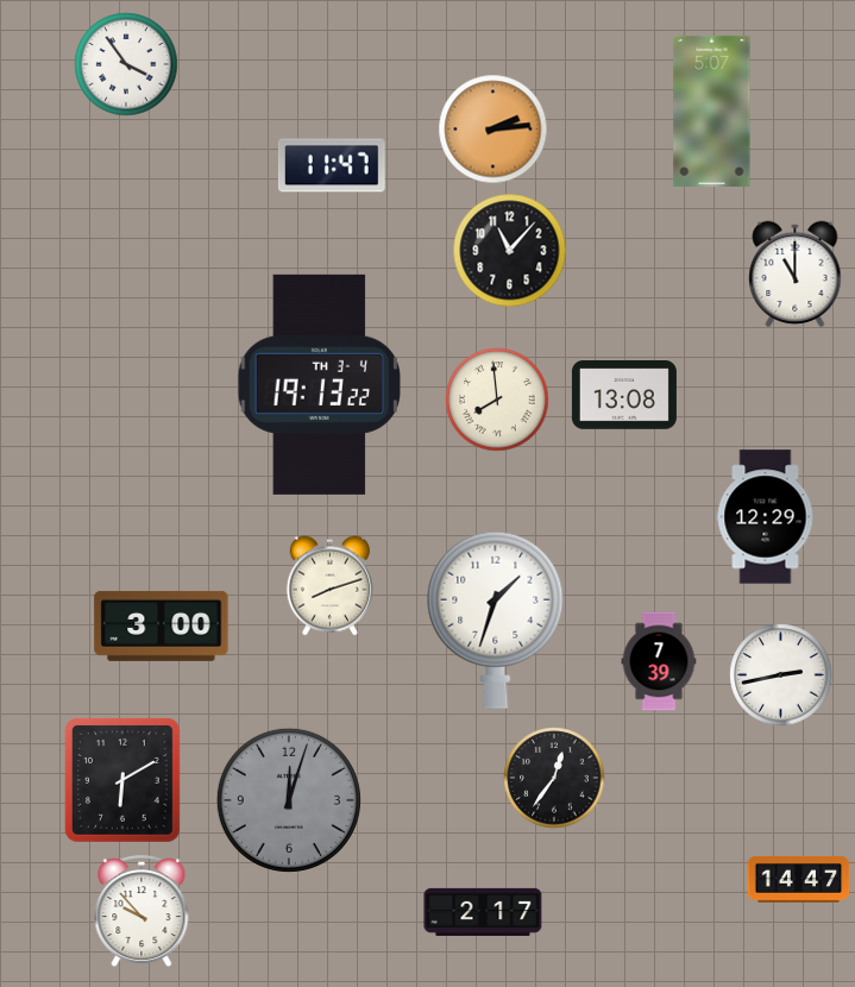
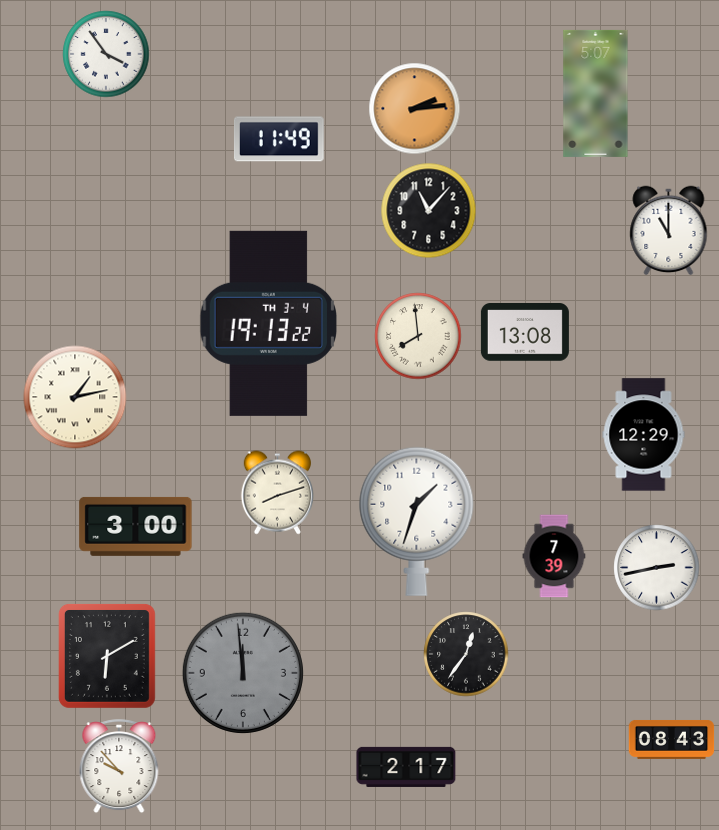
clock at (712, 111) position: (712, 111) -> (596, 93)
clock at (332, 165): 11:47 -> 11:49
clock at (75, 397): none -> 1:13
clock at (122, 780) position: (122, 780) -> (107, 656)
clock at (289, 800): 12:03 -> 11:59
clock at (799, 879): 14:47 -> 08:43
